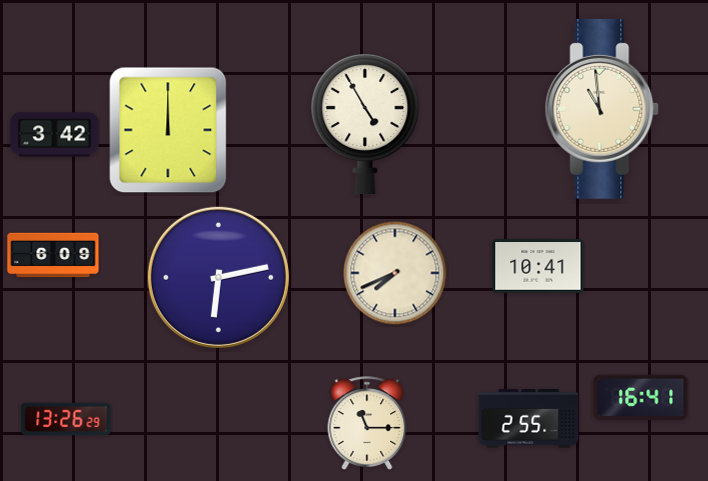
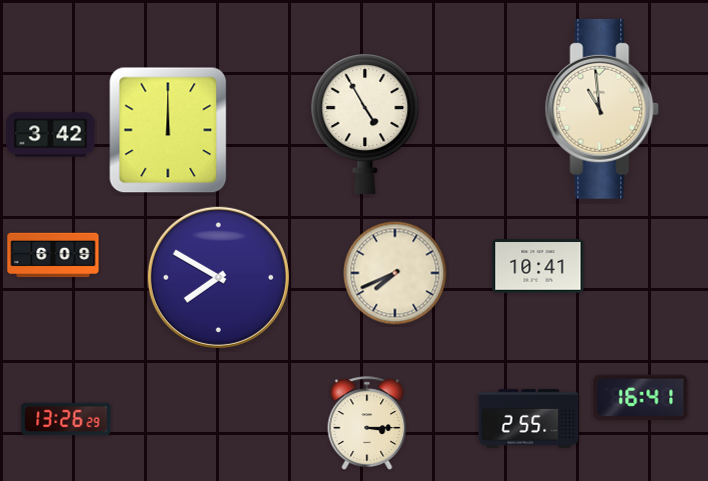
clock at (55, 135) position: (55, 135) -> (51, 135)
clock at (218, 277): 6:13 -> 7:50
clock at (367, 423): 11:15 -> 3:15
